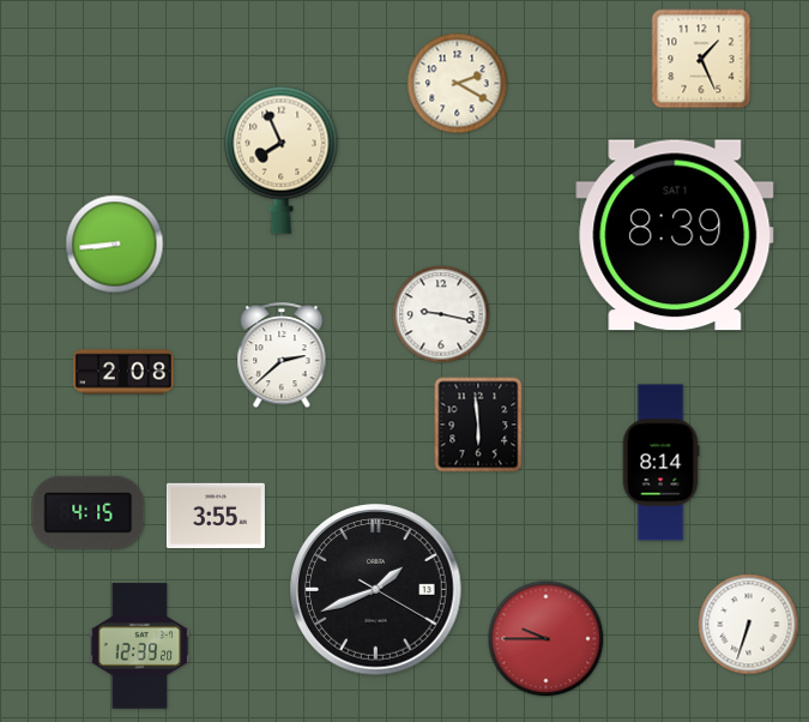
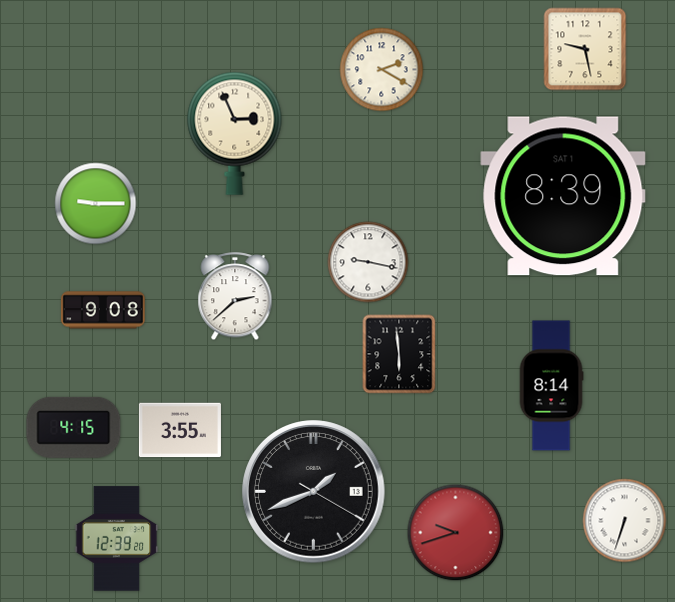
clock at (701, 59): 1:26 -> 9:28
clock at (282, 160): 7:56 -> 2:56
clock at (115, 245): 8:44 -> 9:15
clock at (123, 372): 2:08 -> 9:08
clock at (547, 639): 9:45 -> 9:42
